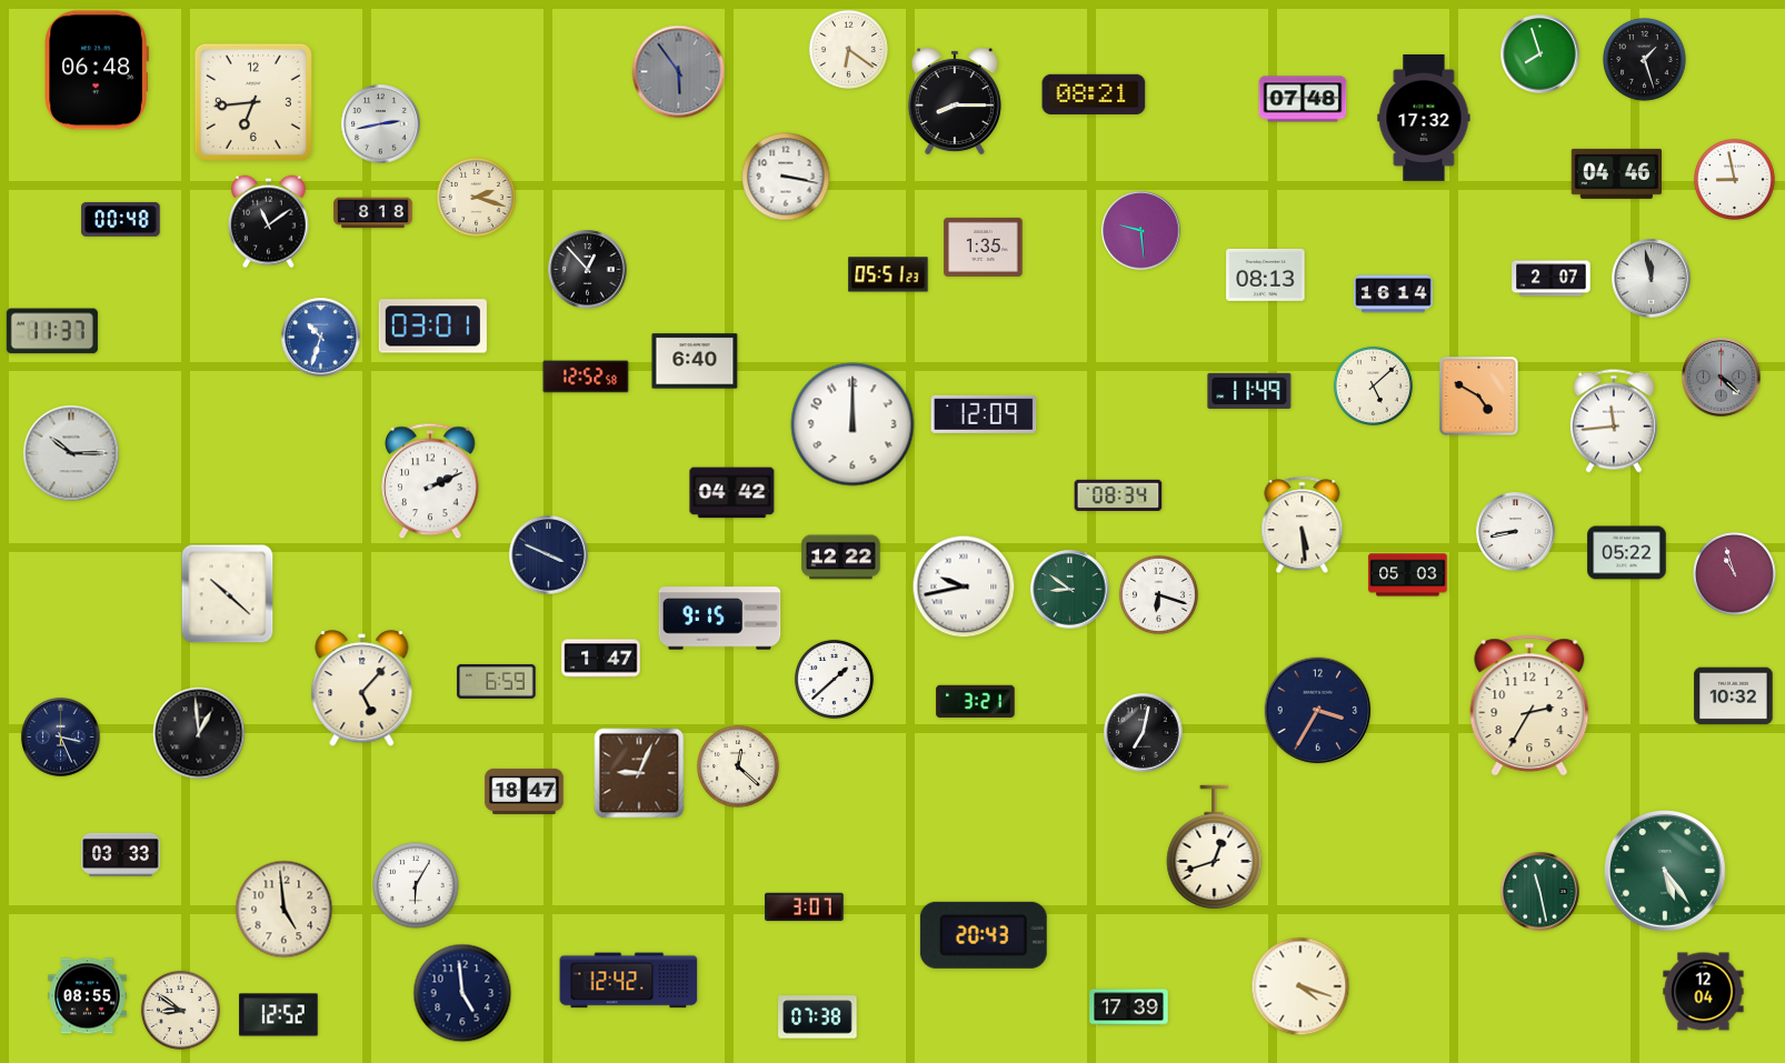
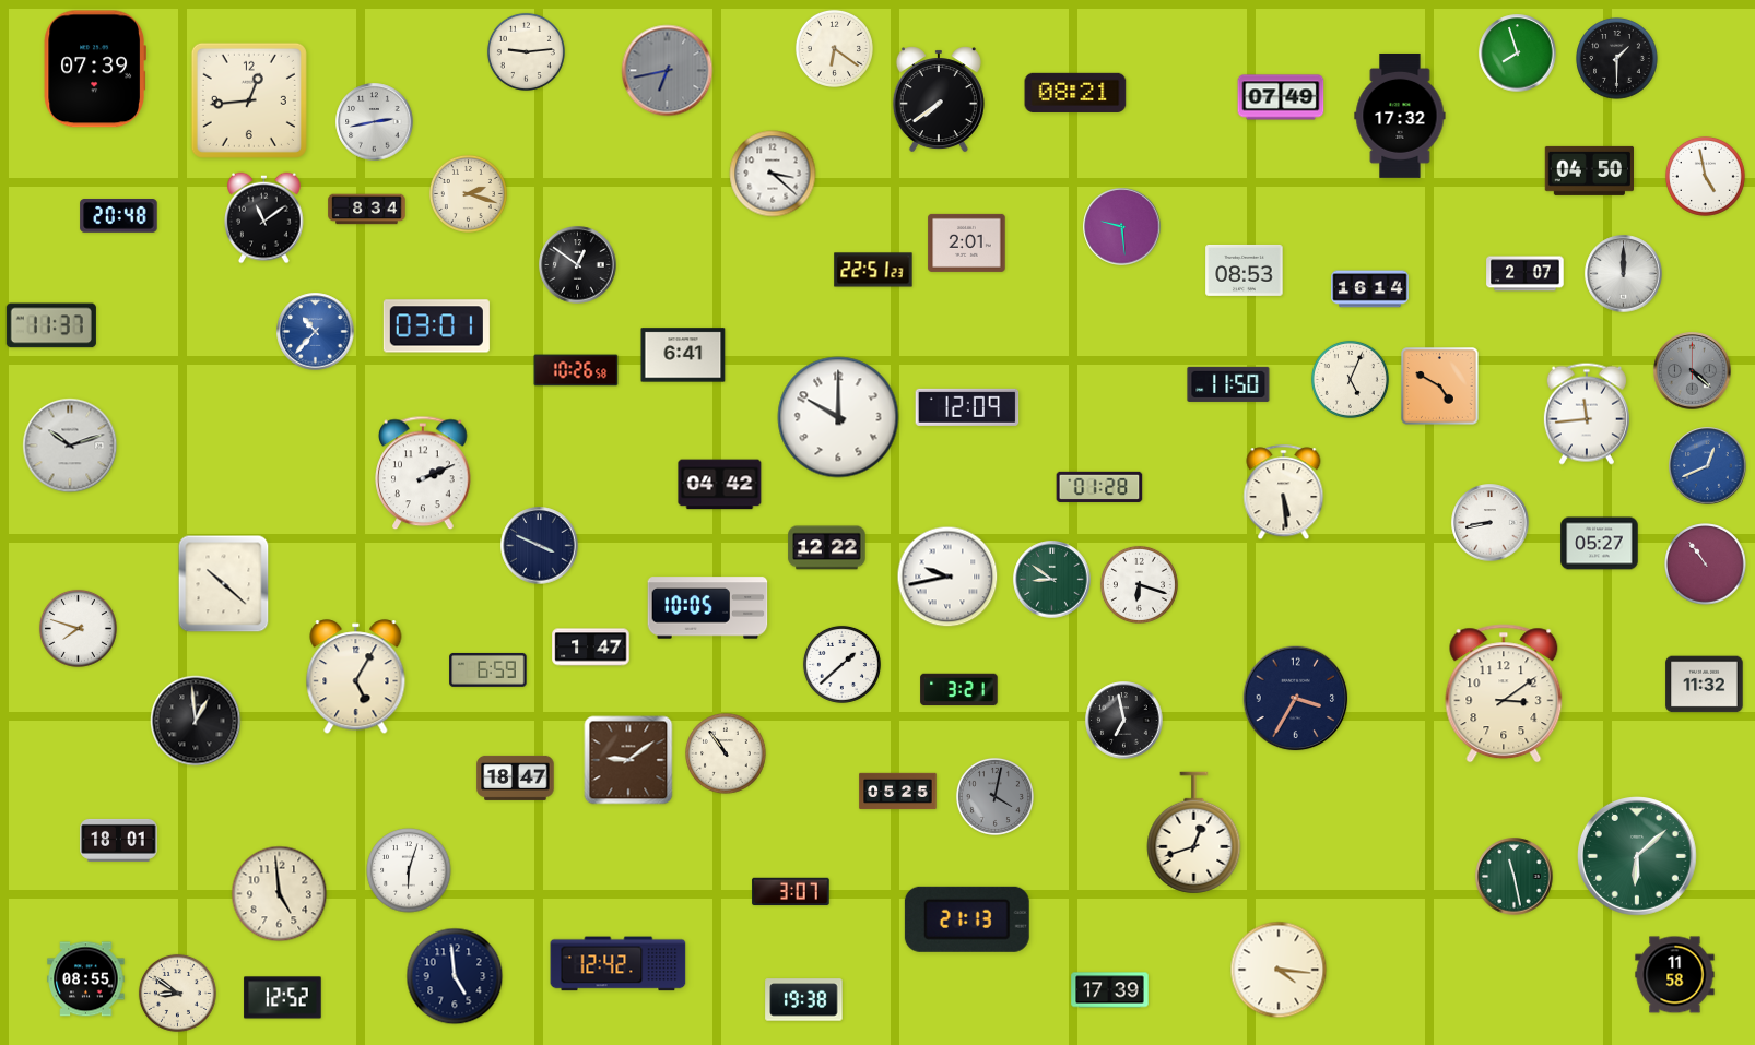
clock at (526, 51): none -> 9:14
clock at (1540, 54) position: (1540, 54) -> (1518, 54)
clock at (1645, 60): 1:27 -> 1:30
clock at (96, 70): 06:48 -> 07:39
clock at (679, 72): 5:54 -> 6:43
clock at (1303, 99): 07:48 -> 07:49
clock at (955, 101): 8:15 -> 7:39
clock at (253, 102): 6:44 -> 12:44
clock at (1616, 173): 04:46 -> 04:50
clock at (786, 177): 3:17 -> 3:22
clock at (1734, 179): 8:58 -> 4:58
clock at (373, 213): 8:18 -> 8:34
clock at (121, 220): 00:48 -> 20:48
clock at (984, 247): 1:35 -> 2:01
clock at (588, 270): 12:53 -> 12:51
clock at (888, 274): 05:51 -> 22:51
clock at (1266, 274): 08:13 -> 08:53
clock at (1652, 279): 11:58 -> 12:00
clock at (432, 327) position: (432, 327) -> (436, 326)
clock at (321, 338): 10:33 -> 10:37
clock at (695, 361): 6:40 -> 6:41
clock at (586, 377): 12:52 -> 10:26
clock at (1373, 385): 5:08 -> 5:04
clock at (1249, 391): 11:49 -> 11:50
clock at (1479, 397) position: (1479, 397) -> (1440, 387)
clock at (852, 424): 12:00 -> 10:00
clock at (71, 453): 10:15 -> 10:12
clock at (1708, 466): none -> 12:41
clock at (1118, 494): 08:34 -> 01:28
clock at (1303, 525) position: (1303, 525) -> (1284, 492)
clock at (1627, 553): 05:22 -> 05:27
clock at (1735, 574): 10:57 -> 10:54
clock at (1408, 575): 05:03 -> none
clock at (720, 619): 9:15 -> 10:05
clock at (78, 628): none -> 7:48
clock at (834, 679) position: (834, 679) -> (841, 664)
clock at (362, 689): 5:07 -> 5:05
clock at (1734, 696): 10:32 -> 11:32
clock at (1529, 705): 2:35 -> 3:09
clock at (1144, 733): 7:02 -> 6:58
clock at (61, 738): 3:26 -> none
clock at (739, 768): 12:22 -> 10:54
clock at (639, 773): 9:04 -> 9:09
clock at (898, 792): none -> 05:25
clock at (994, 796): none -> 4:02
clock at (121, 854): 03:33 -> 18:01
clock at (1666, 872): 5:24 -> 6:08
clock at (416, 885): 6:05 -> 6:03
clock at (984, 935): 20:43 -> 21:13
clock at (1300, 986): 4:18 -> 4:16
clock at (1704, 992): 12:04 -> 11:58
clock at (279, 1015) position: (279, 1015) -> (283, 998)
clock at (818, 1017): 07:38 -> 19:38
